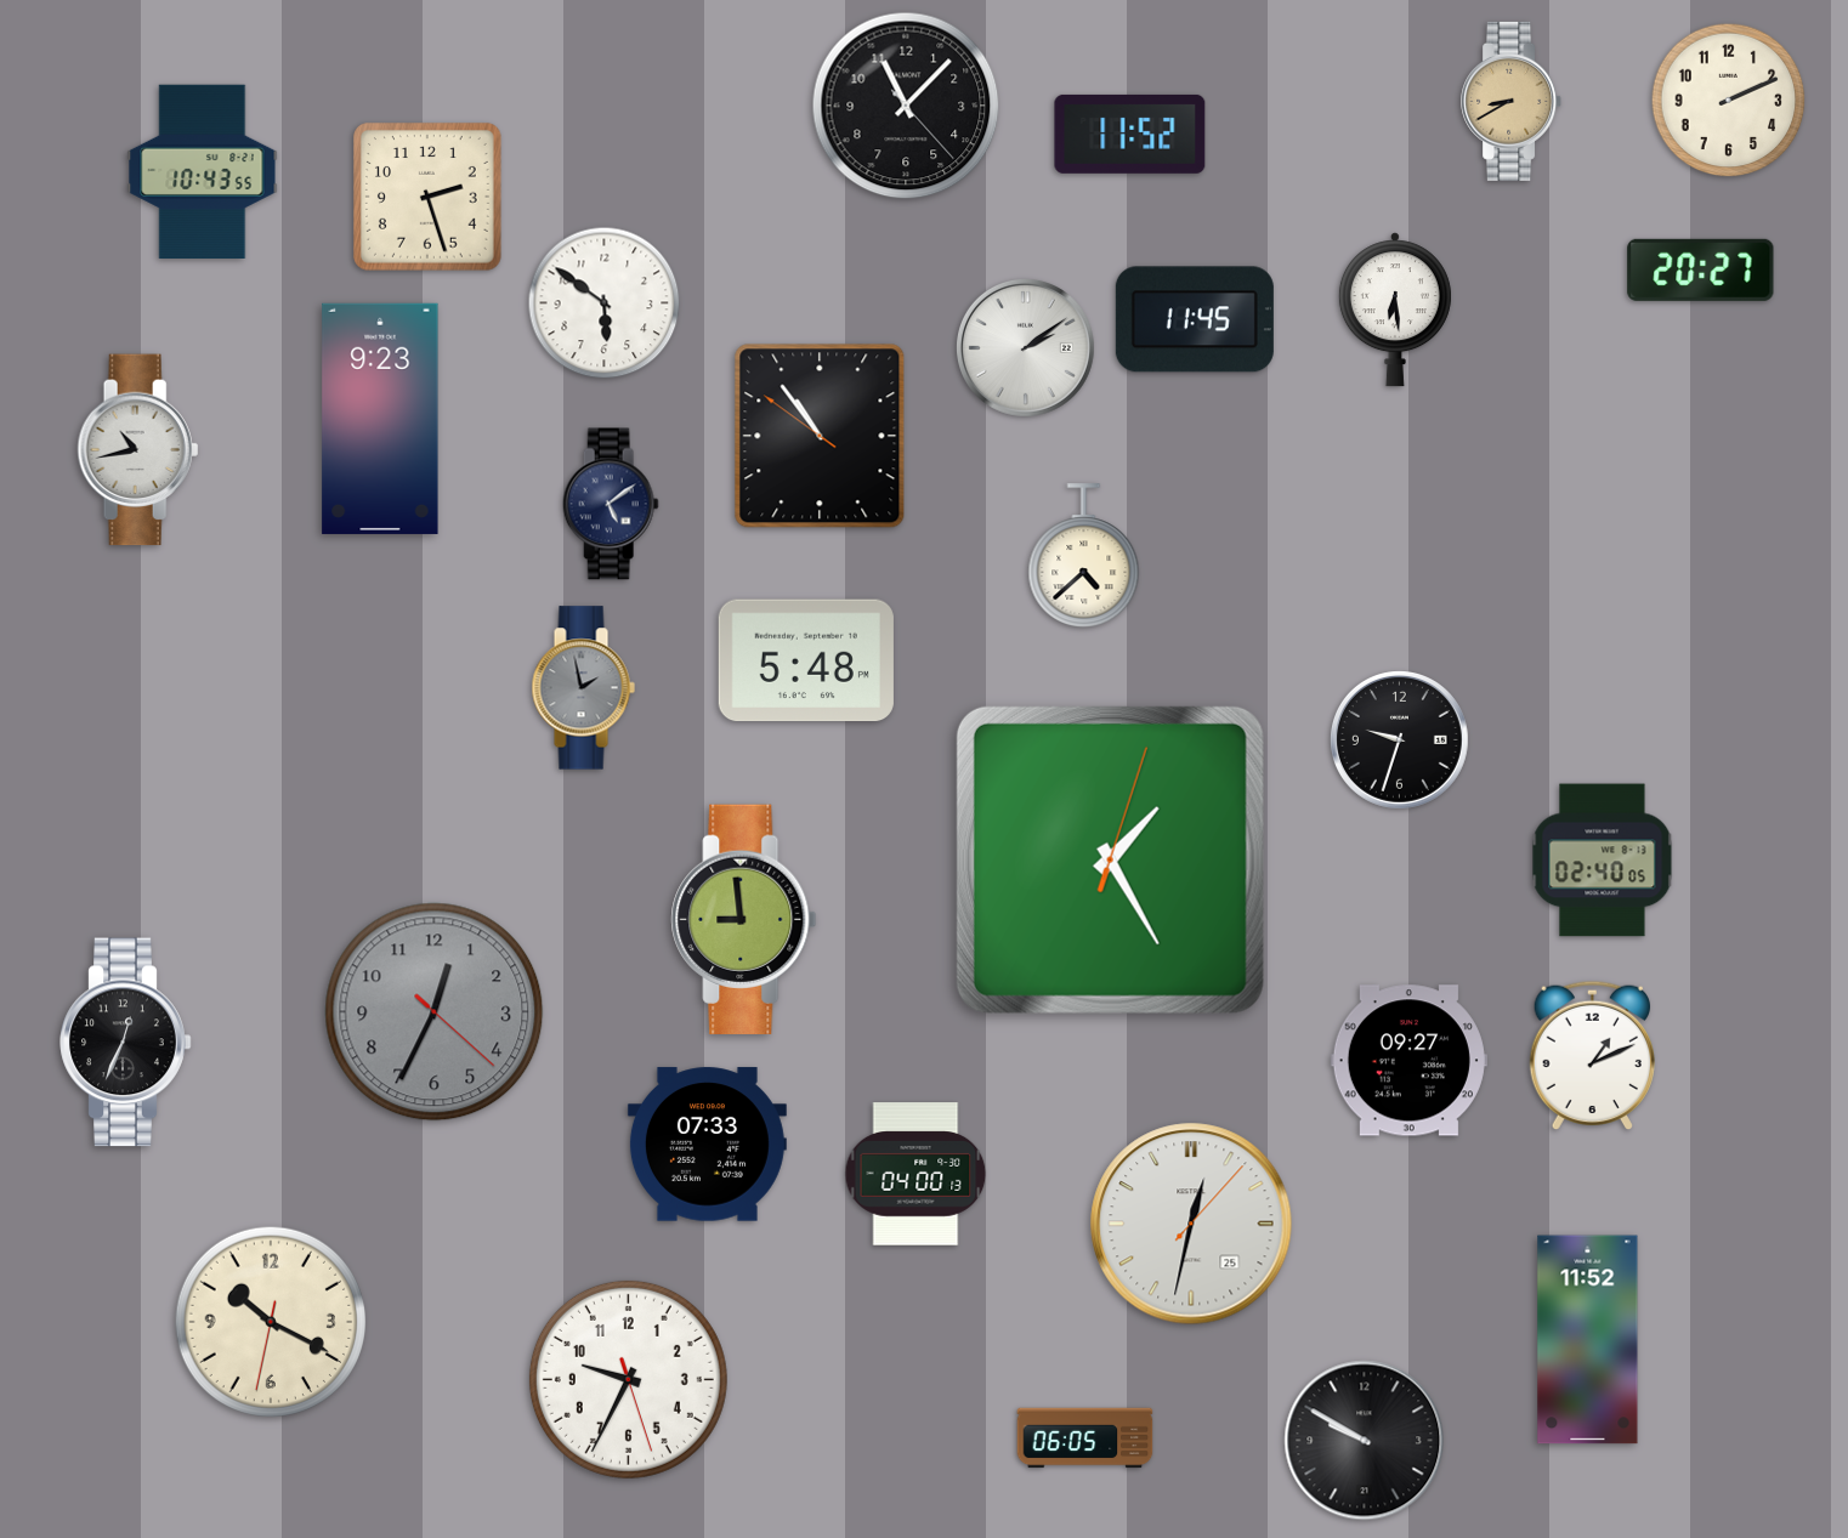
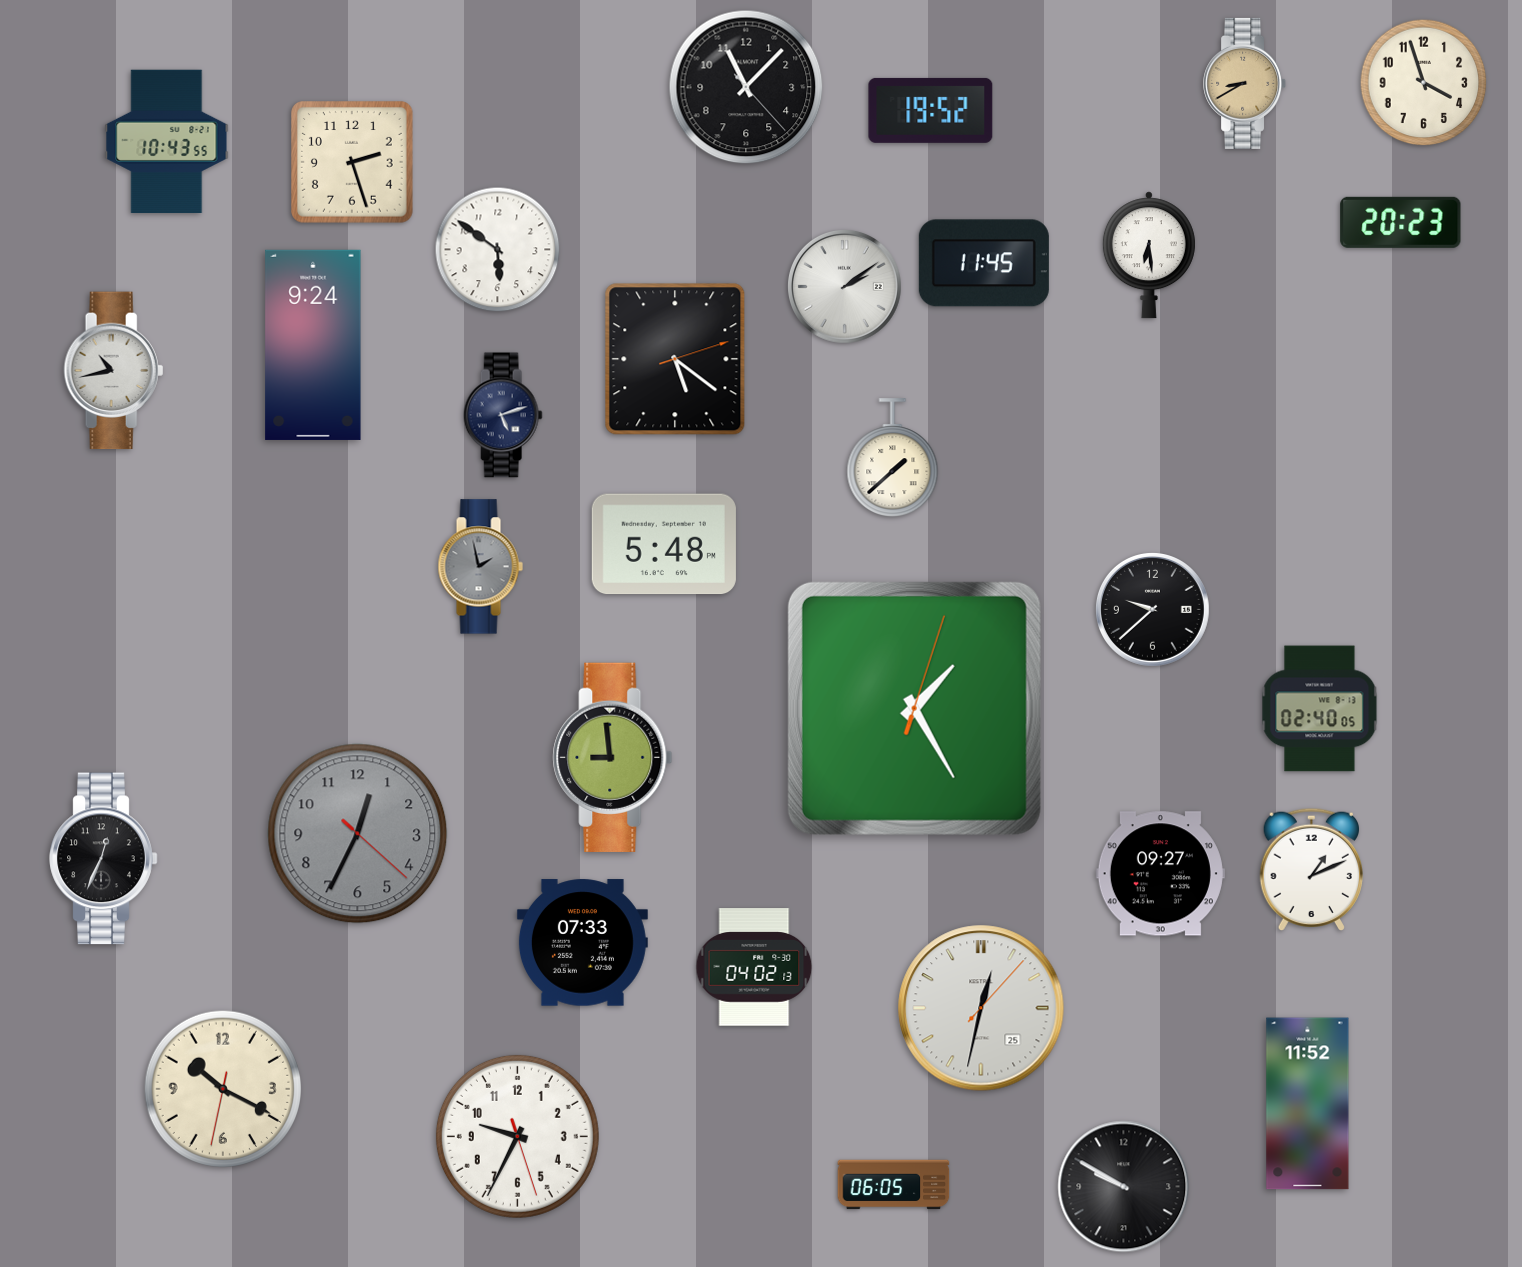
clock at (1729, 101): 2:11 -> 3:57
clock at (1130, 134): 11:52 -> 19:52
clock at (1701, 269): 20:27 -> 20:23
clock at (380, 419): 9:23 -> 9:24
clock at (820, 436): 10:53 -> 5:21
clock at (611, 504): 5:09 -> 5:12
clock at (1084, 556): 4:38 -> 1:38
clock at (1399, 739): 9:33 -> 9:38
clock at (916, 1174): 04:00 -> 04:02
